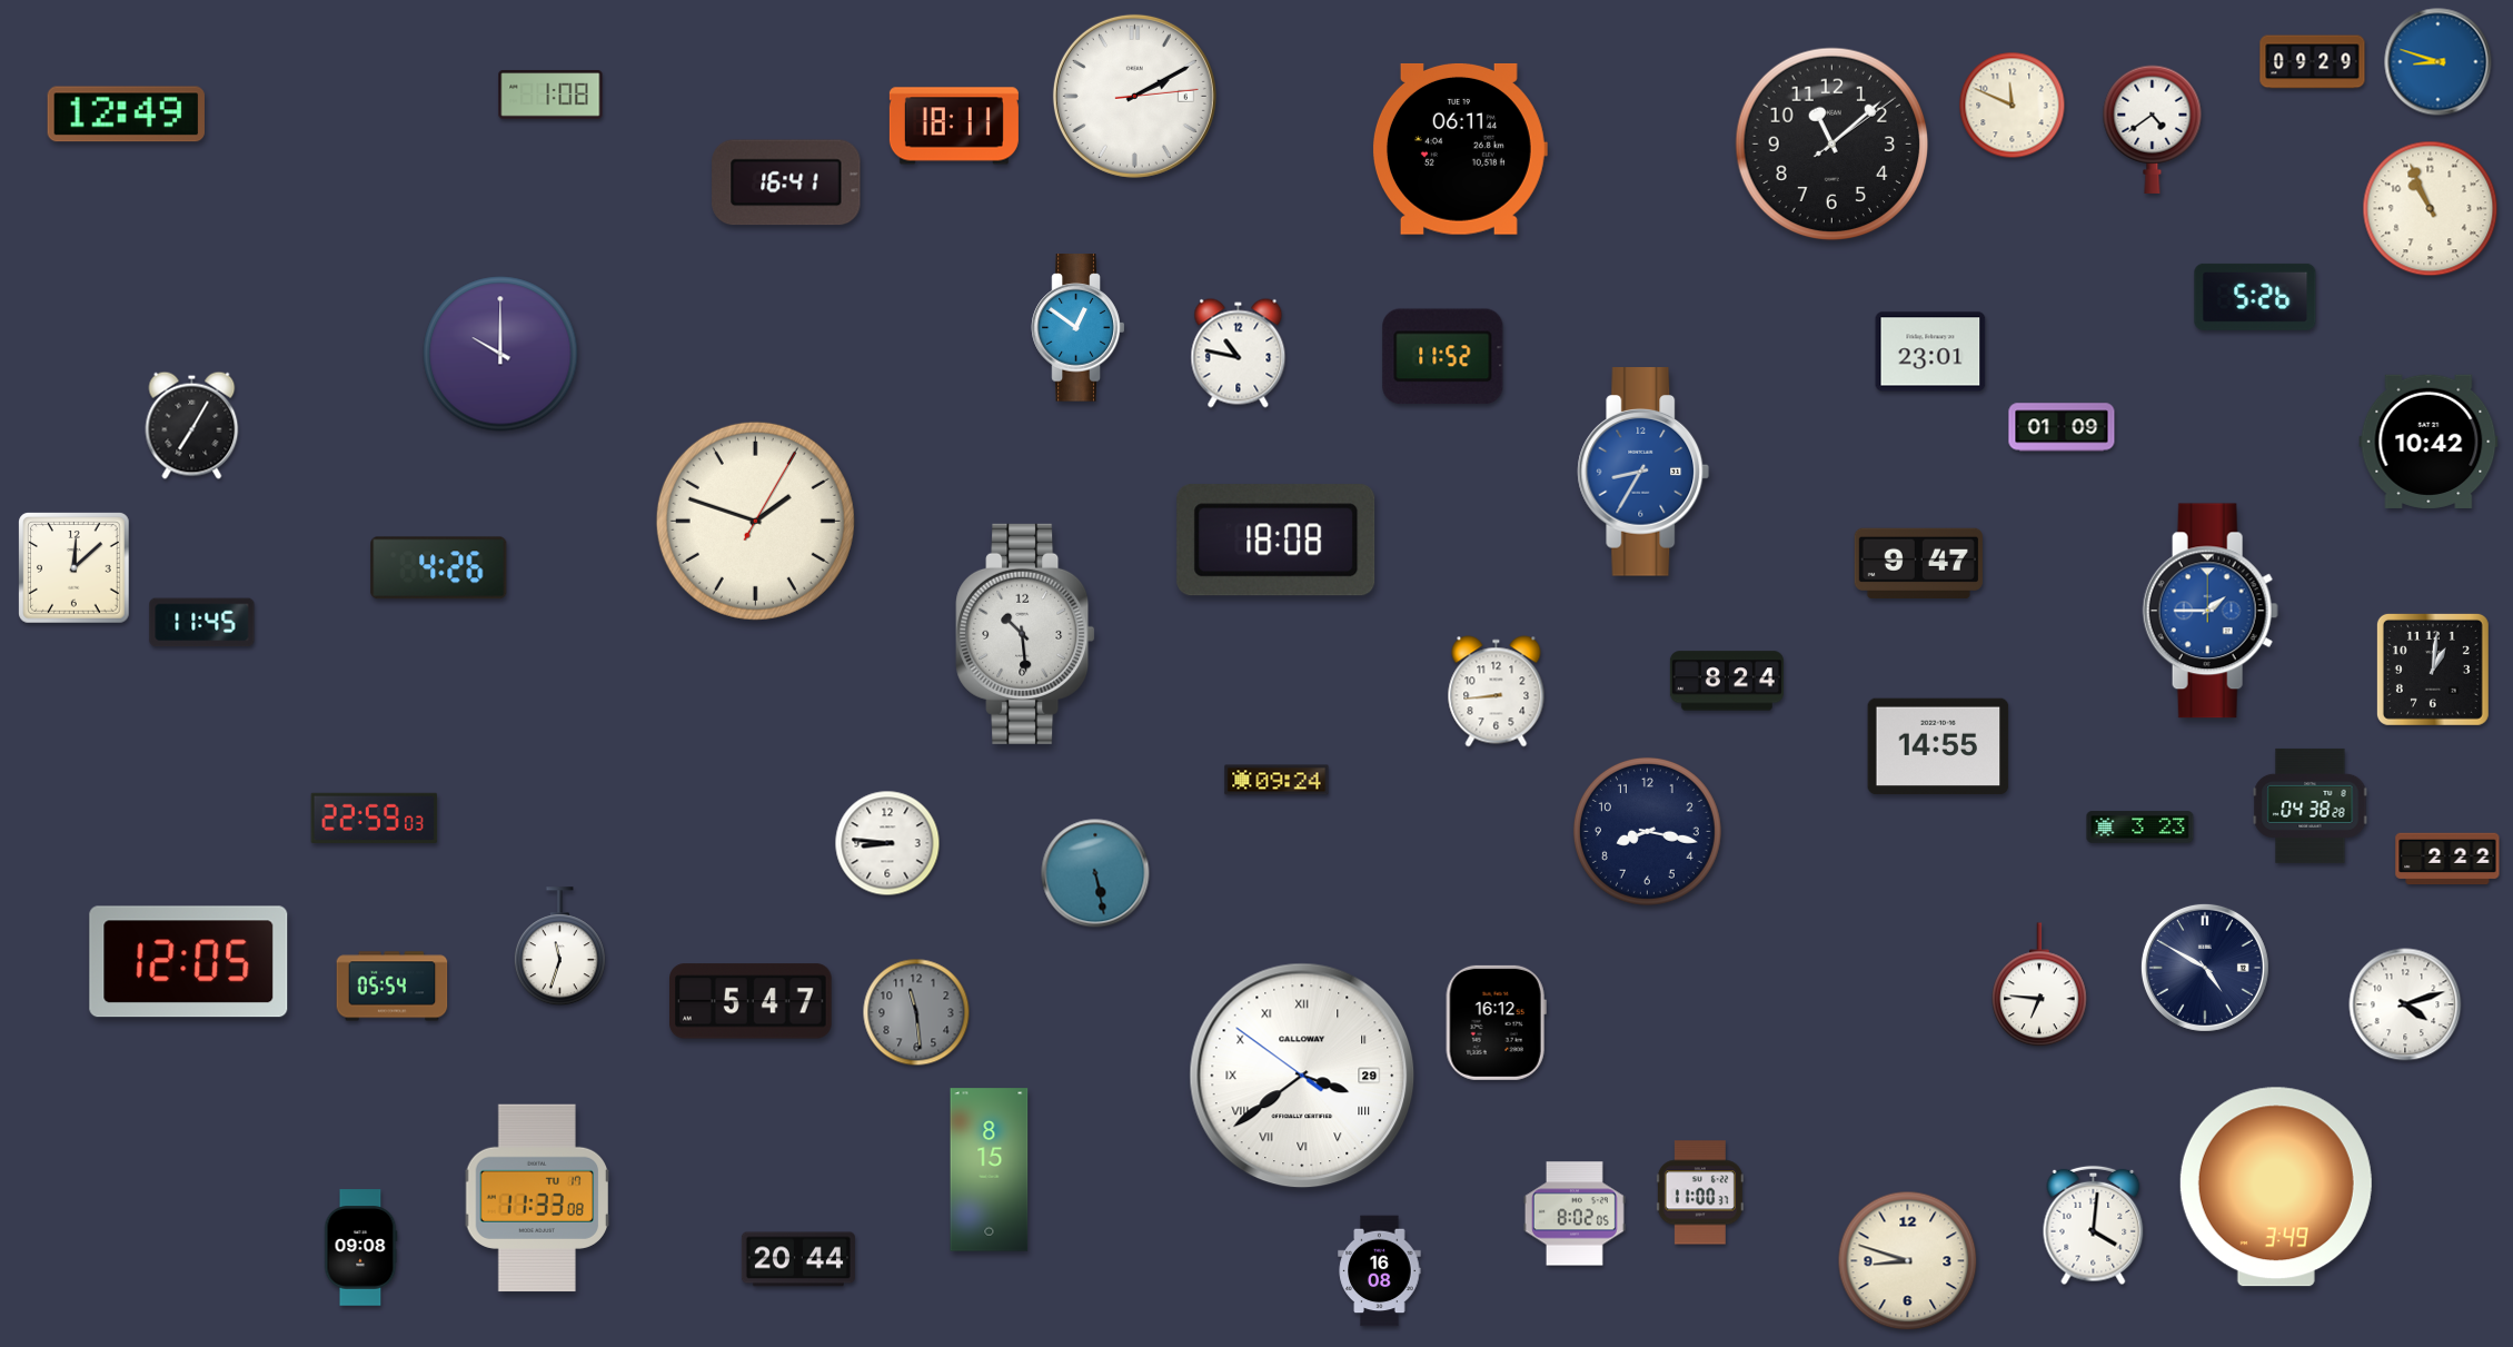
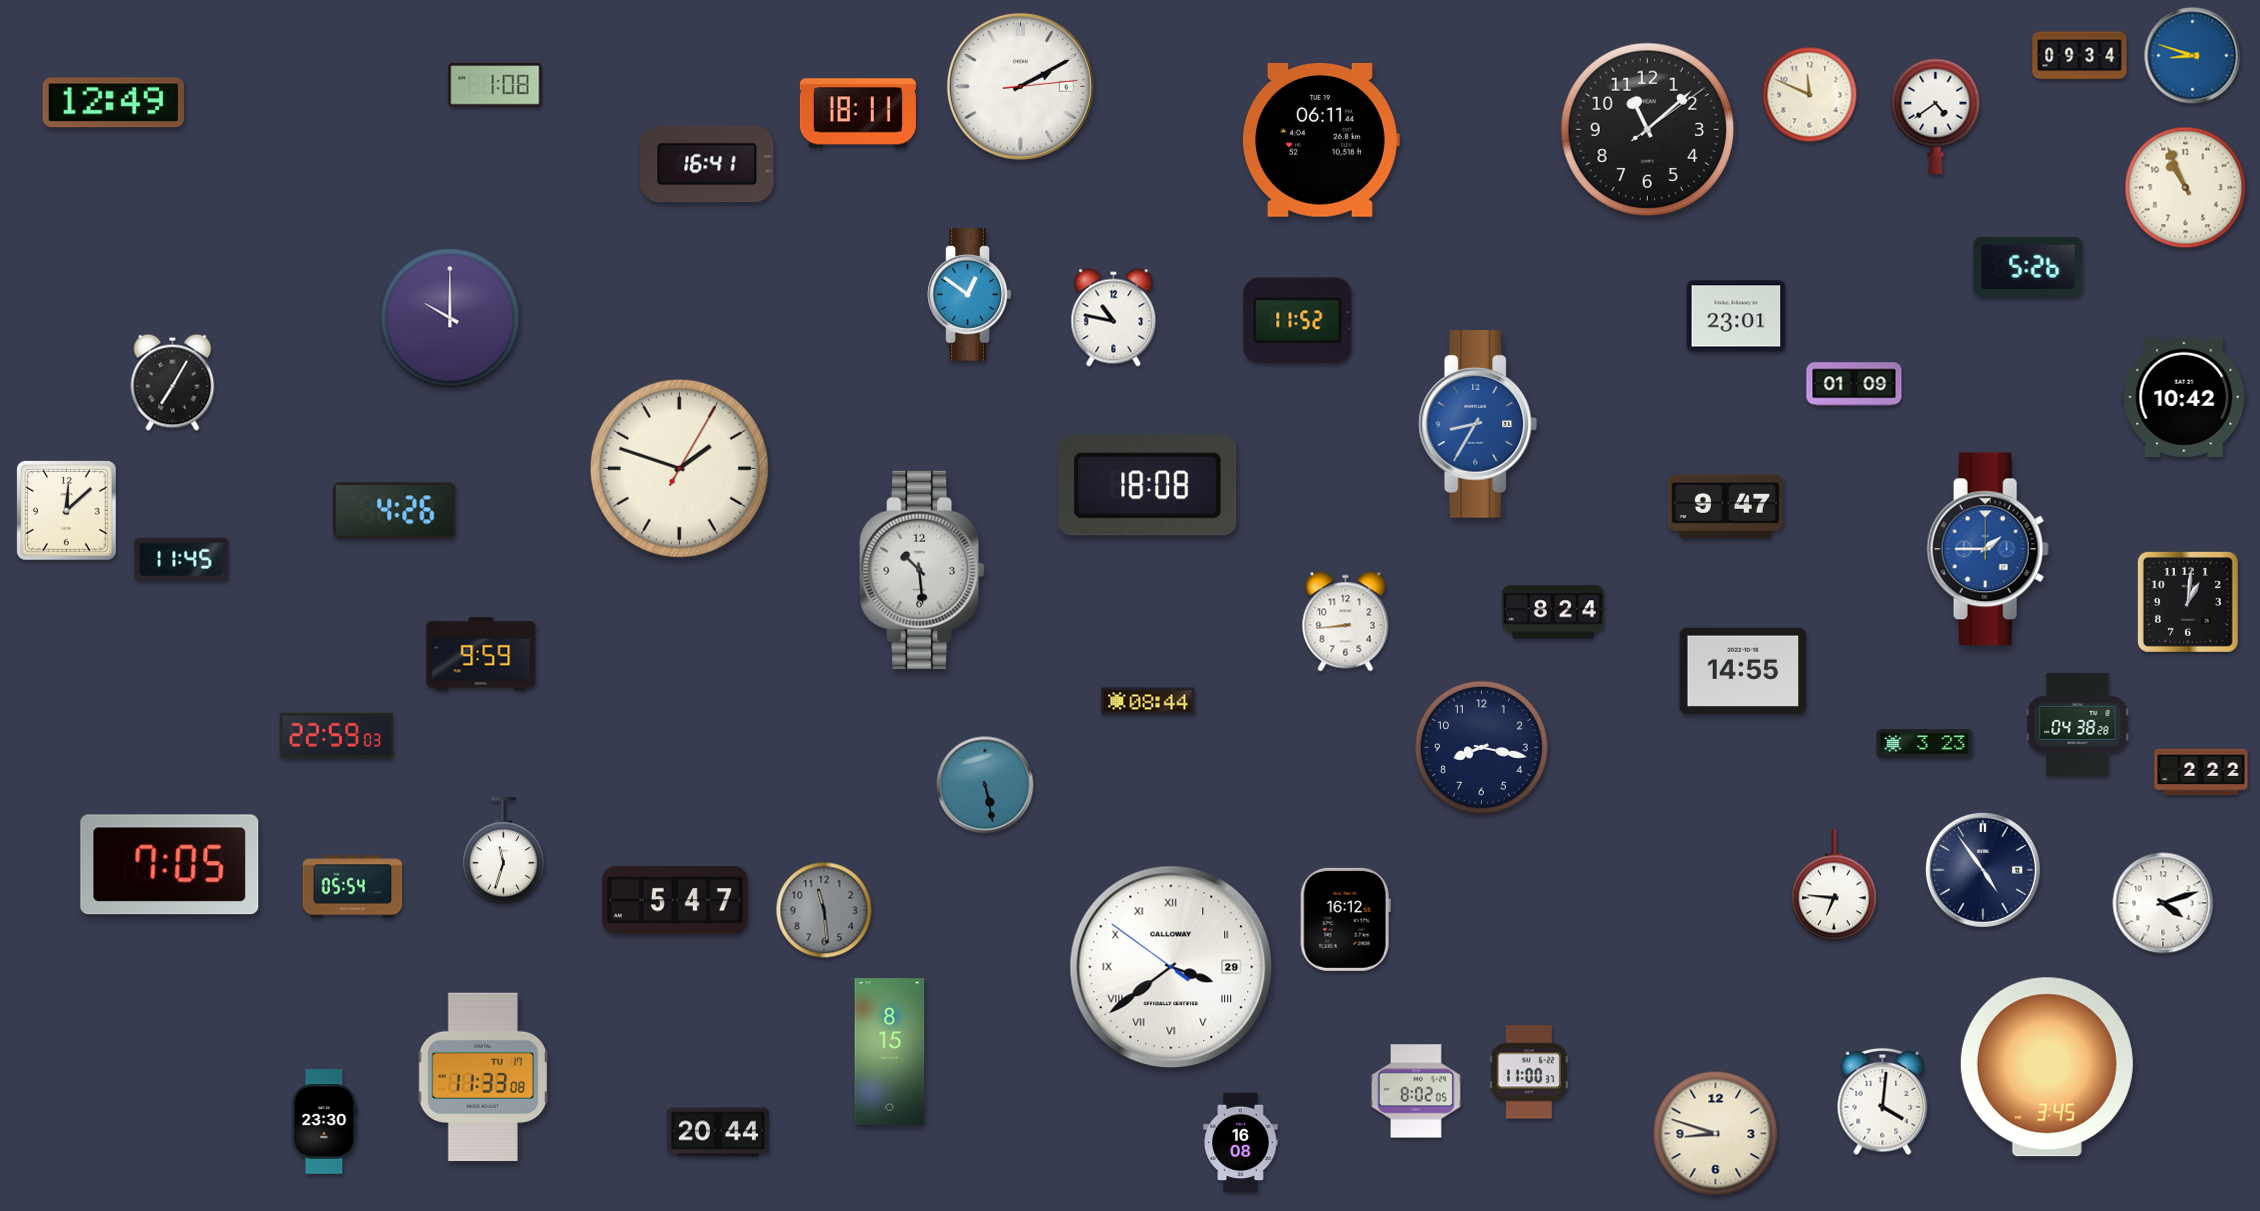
clock at (2313, 62): 09:29 -> 09:34
clock at (1459, 149) position: (1459, 149) -> (1320, 140)
clock at (481, 654): none -> 9:59
clock at (1277, 780): 09:24 -> 08:44
clock at (887, 843): 8:46 -> none
clock at (189, 962): 12:05 -> 7:05
clock at (2205, 968): 4:50 -> 4:54
clock at (2276, 1187): 3:49 -> 3:45
clock at (360, 1248): 09:08 -> 23:30
